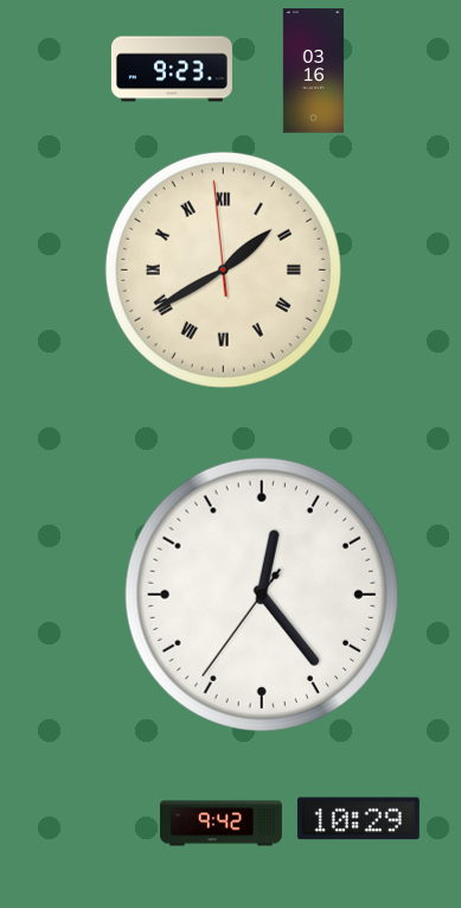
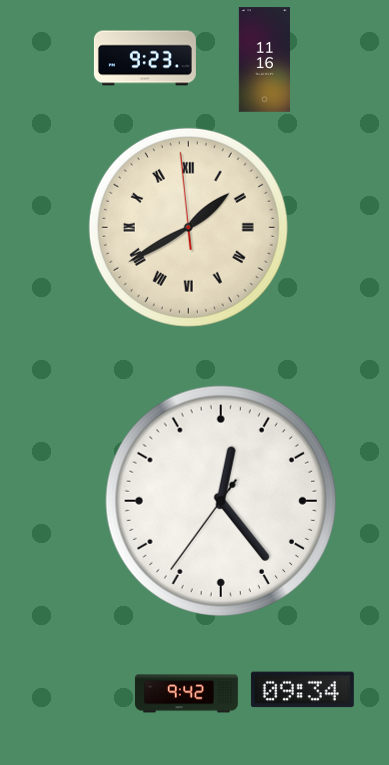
clock at (313, 71): 03:16 -> 11:16
clock at (358, 819): 10:29 -> 09:34
